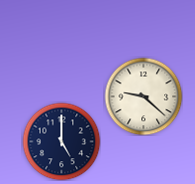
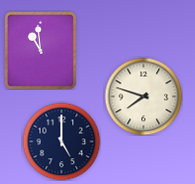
clock at (40, 50): none -> 10:59
clock at (143, 96): 9:22 -> 7:48
